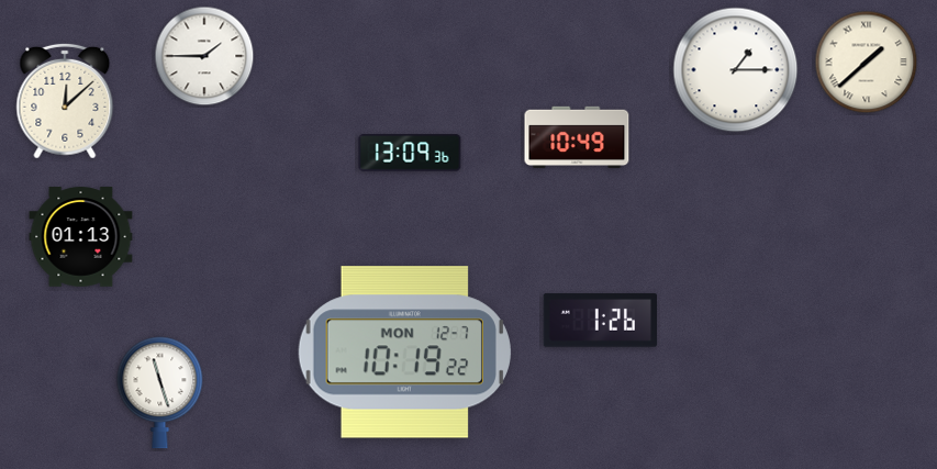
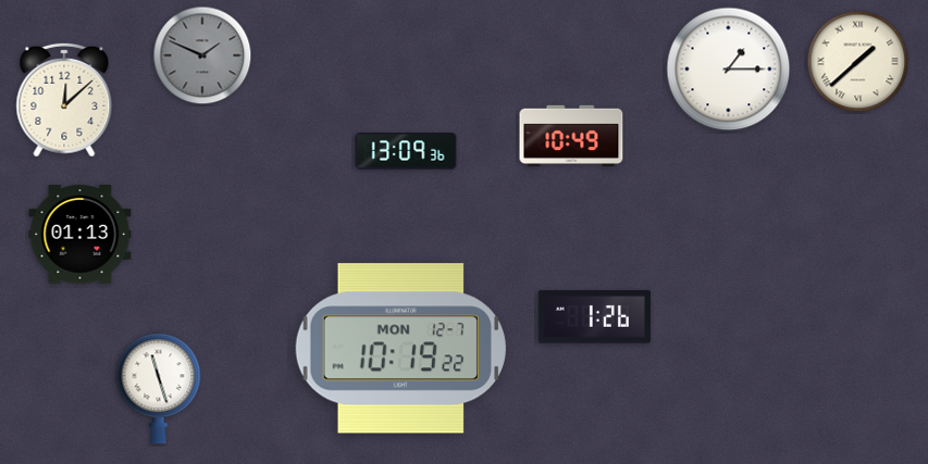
clock at (204, 56): 1:45 -> 1:49
clock at (204, 56) dial: white -> grey
